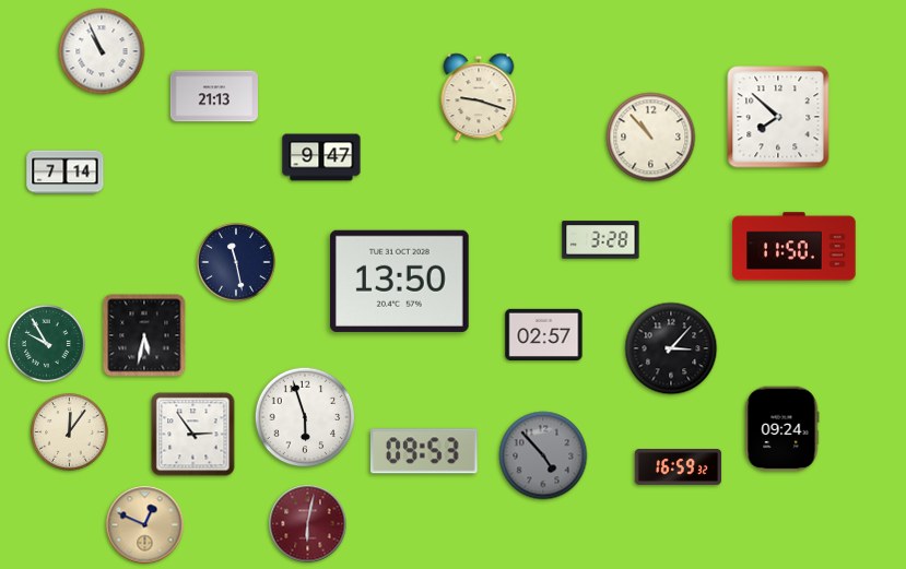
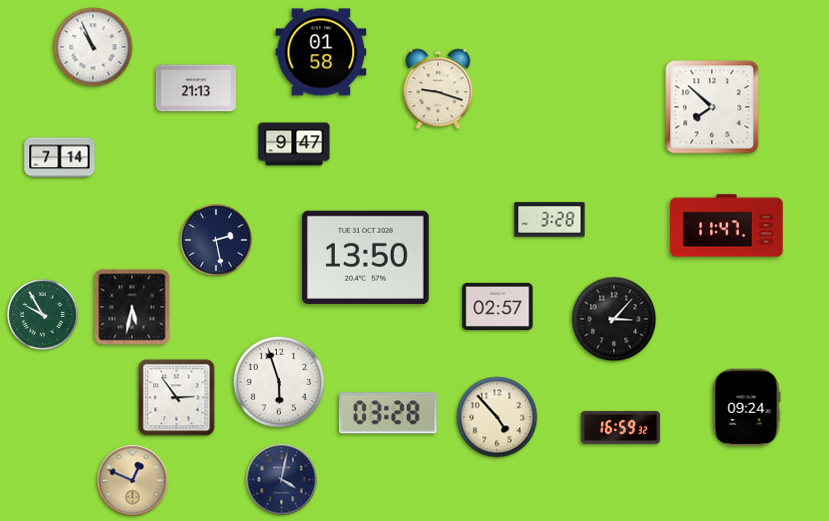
clock at (321, 52): none -> 01:58
clock at (651, 138): 10:53 -> none
clock at (795, 247): 11:50 -> 11:47
clock at (236, 262): 11:28 -> 2:28
clock at (781, 429) position: (781, 429) -> (746, 408)
clock at (70, 432): 12:06 -> none
clock at (425, 451): 09:53 -> 03:28
clock at (543, 455) dial: grey -> cream
clock at (308, 524): 6:02 -> 4:02
clock at (308, 524) dial: burgundy -> navy
